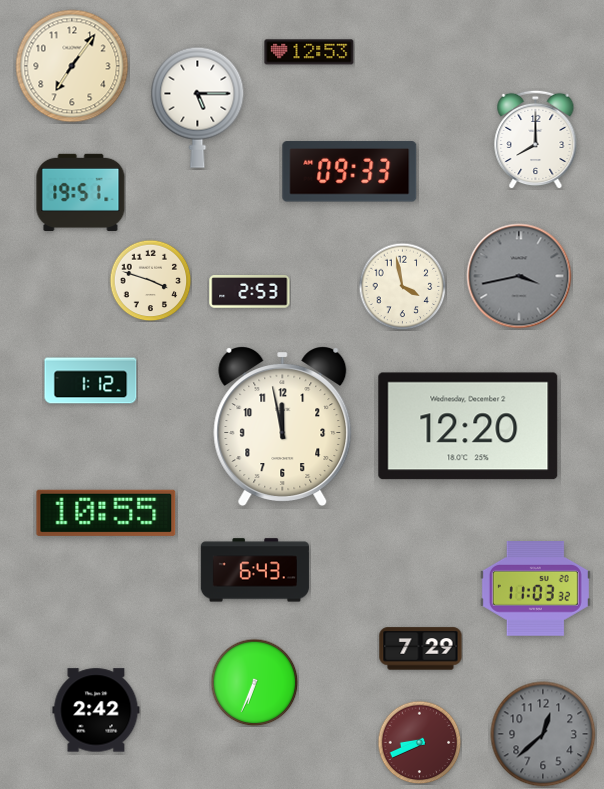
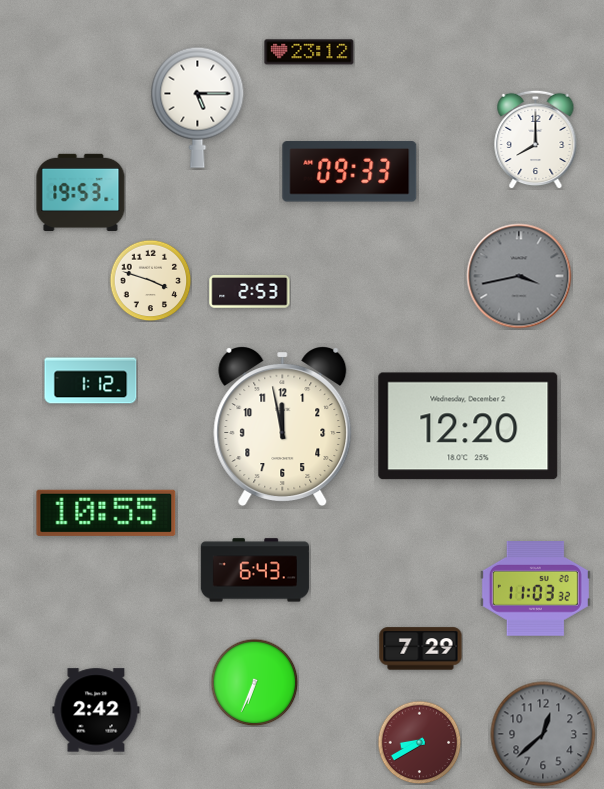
clock at (309, 52): 12:53 -> 23:12
clock at (72, 66): 7:06 -> none
clock at (81, 193): 19:51 -> 19:53
clock at (402, 286): 3:58 -> none
clock at (419, 742): 8:41 -> 8:40
